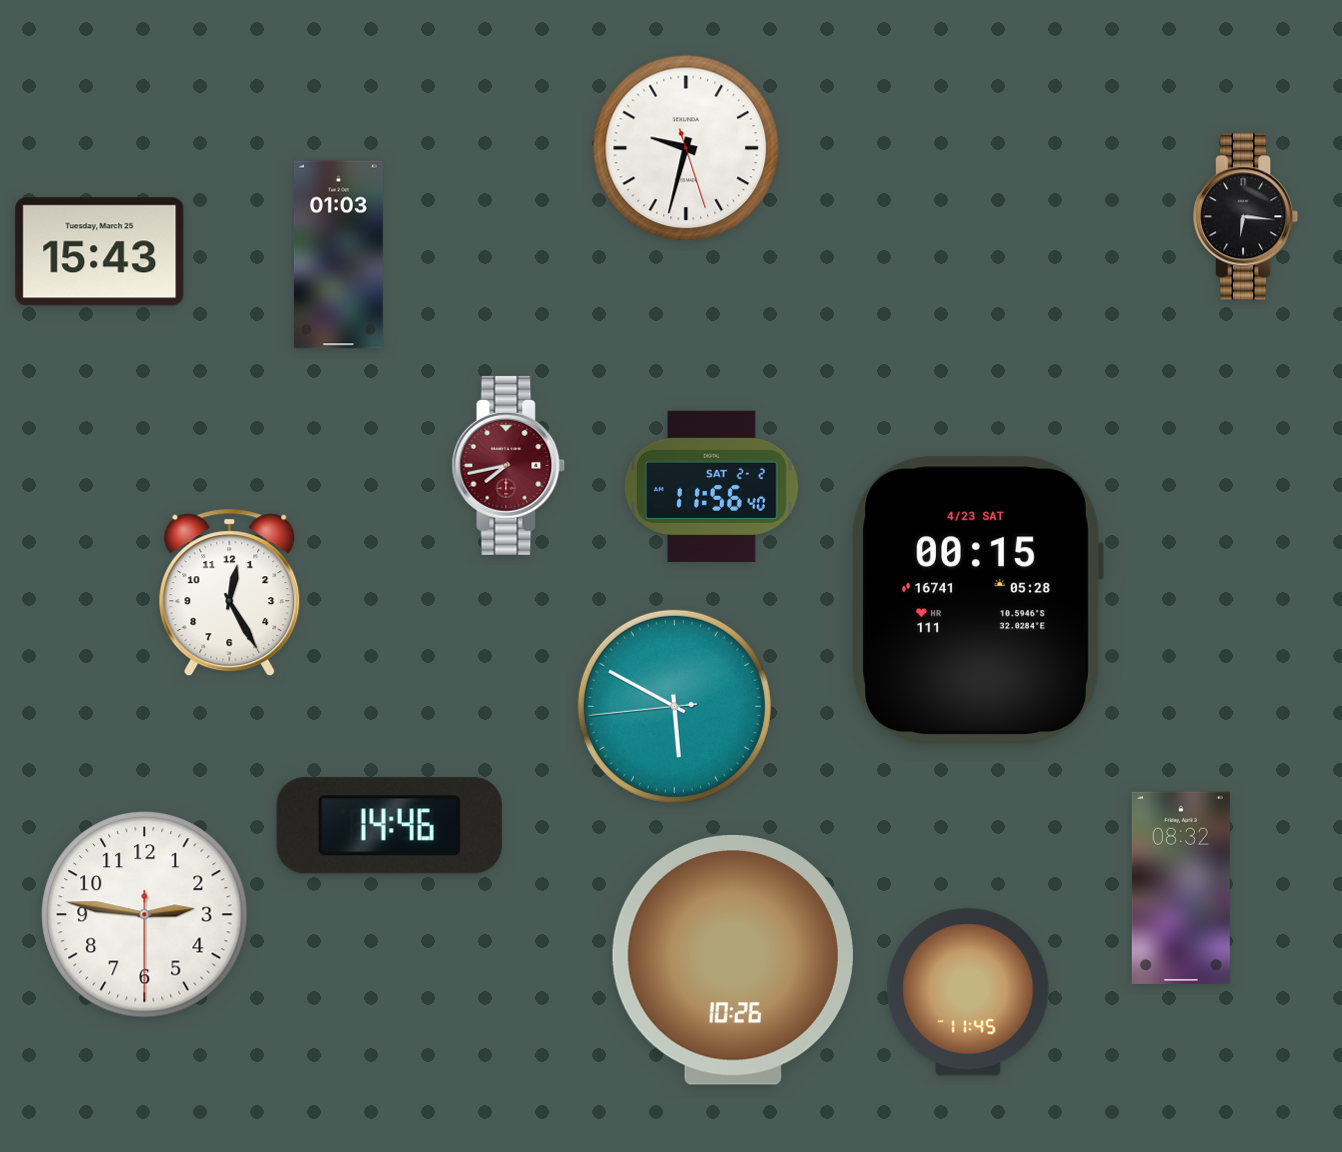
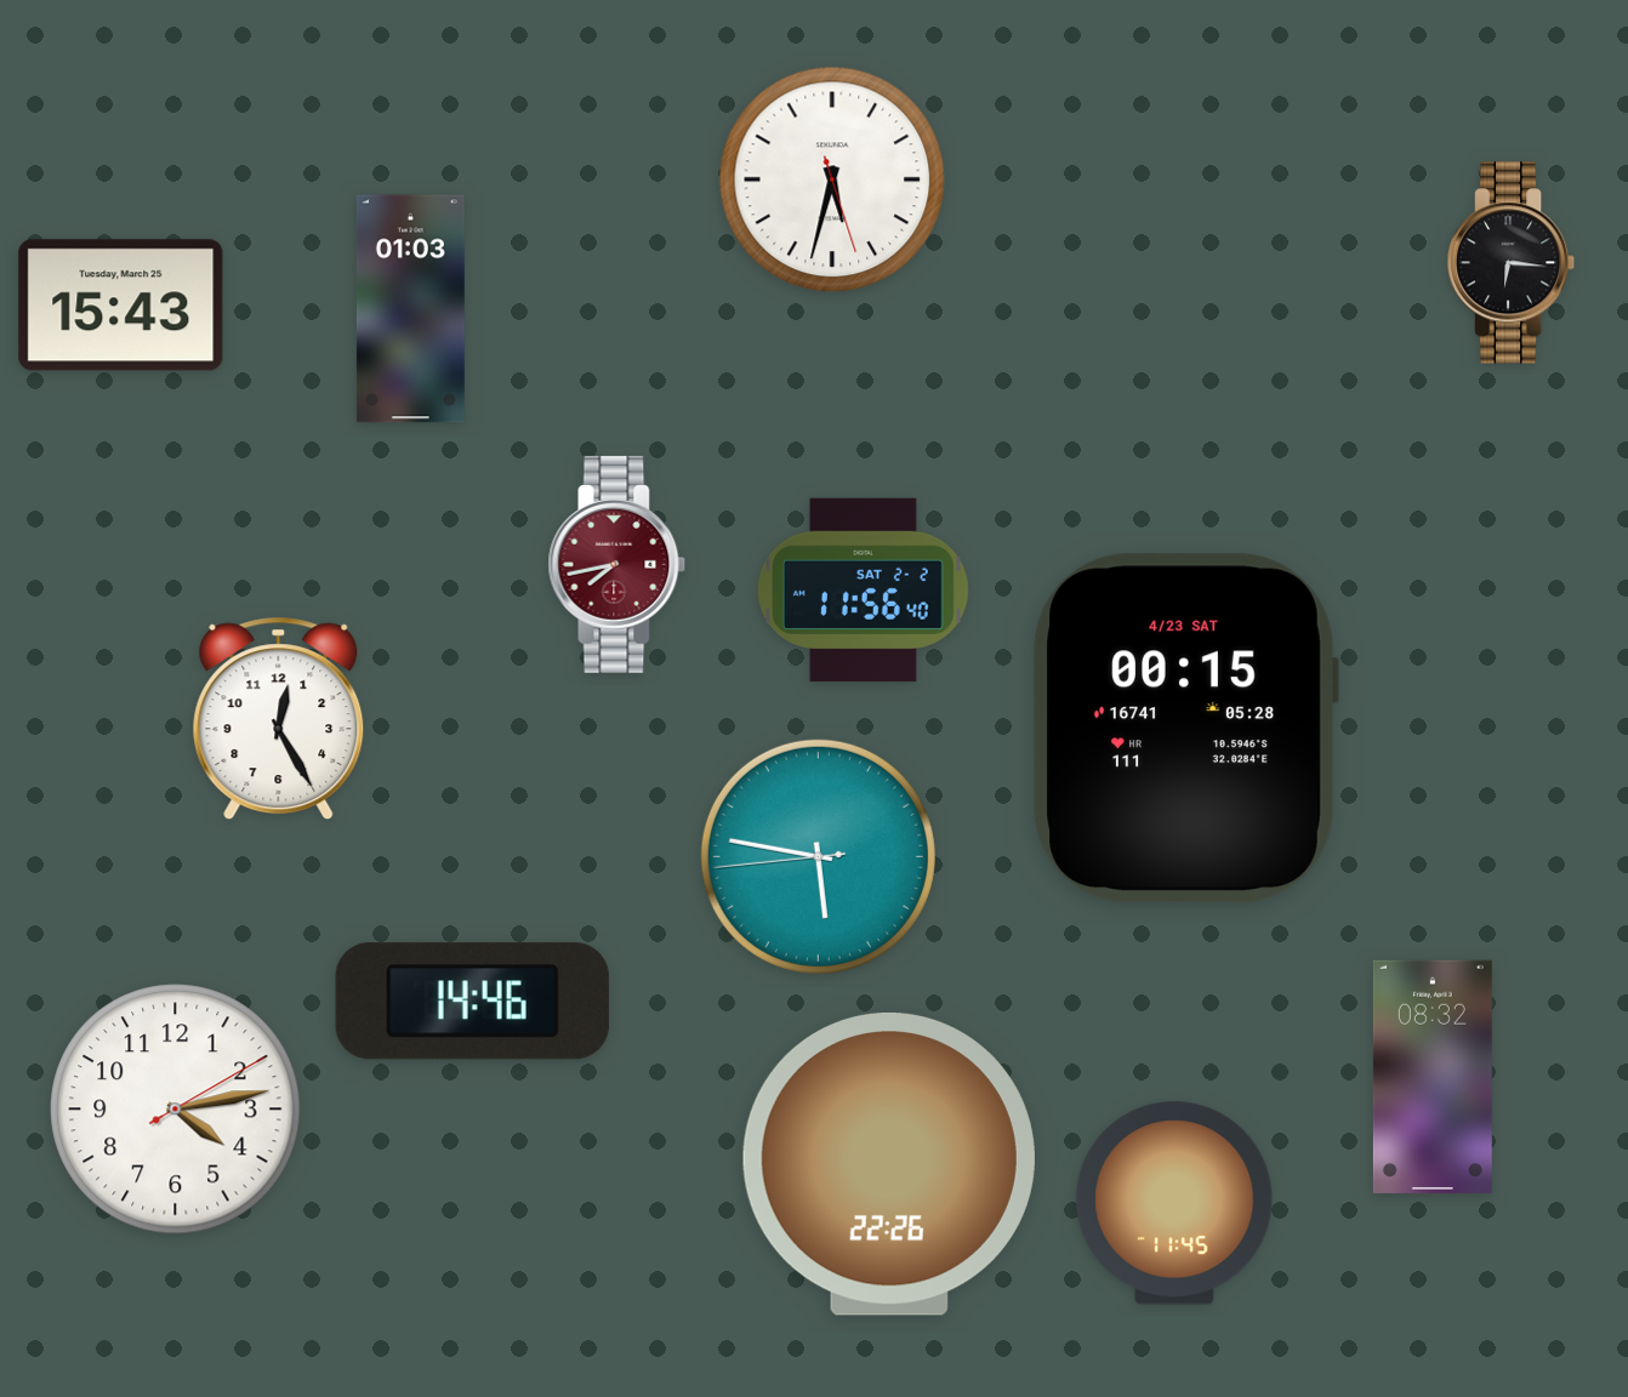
clock at (686, 148): 9:32 -> 5:32
clock at (674, 706): 5:49 -> 5:46
clock at (145, 915): 2:46 -> 4:13
clock at (733, 960): 10:26 -> 22:26
